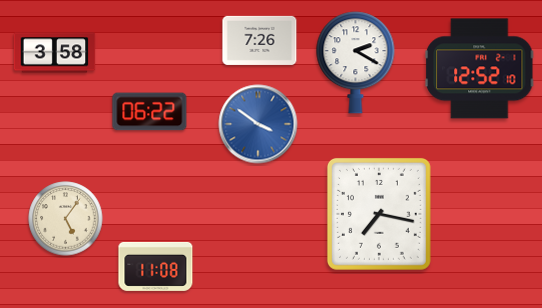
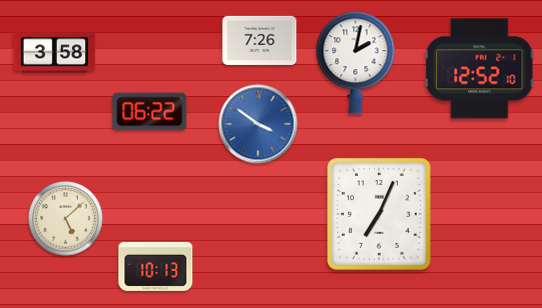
clock at (356, 63): 2:20 -> 2:02
clock at (379, 214): 7:17 -> 7:04
clock at (66, 219): 5:06 -> 5:08
clock at (156, 266): 11:08 -> 10:13
